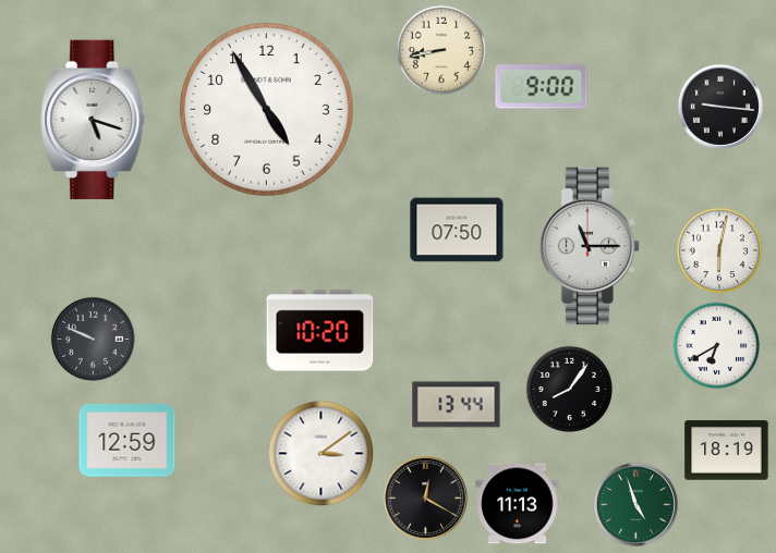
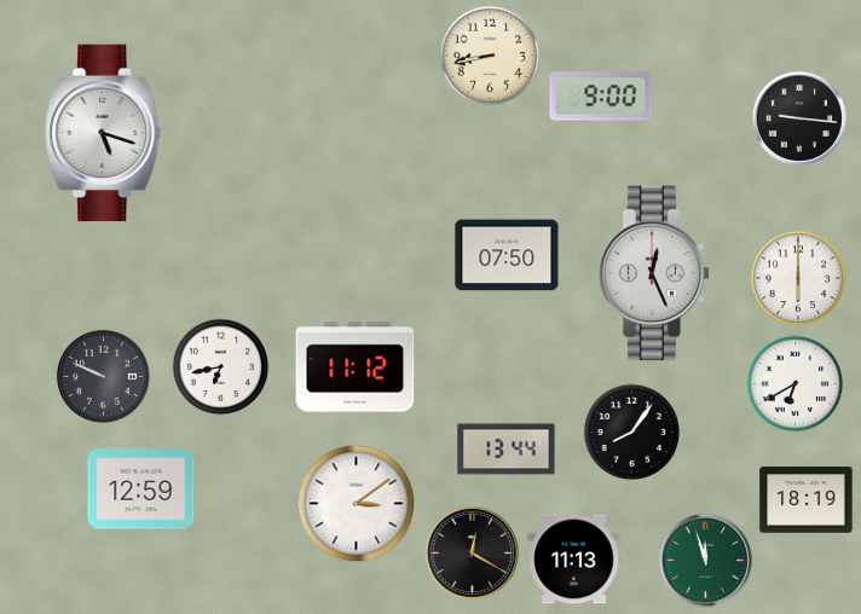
clock at (267, 110): 4:55 -> none
clock at (590, 246): 11:15 -> 12:26
clock at (719, 250): 6:02 -> 6:00
clock at (220, 366): none -> 6:43
clock at (320, 331): 10:20 -> 11:12
clock at (635, 504): 4:57 -> 11:57
